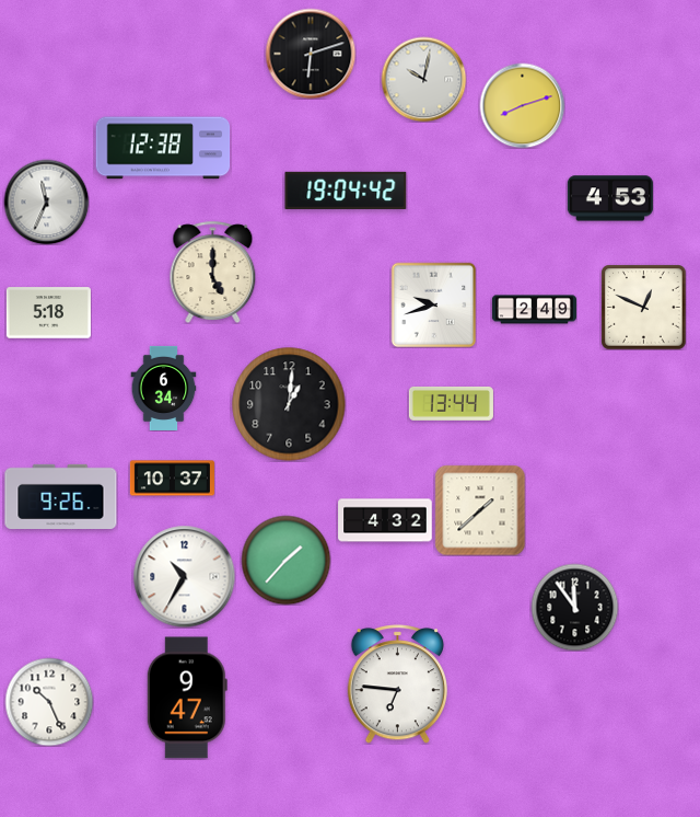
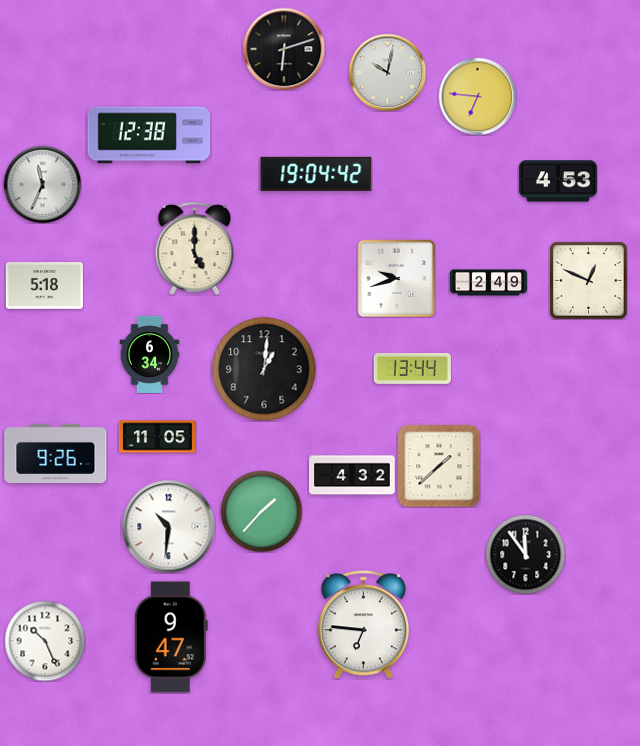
clock at (522, 105): 8:12 -> 6:46
clock at (172, 479): 10:37 -> 11:05
clock at (184, 576): 10:35 -> 10:31
